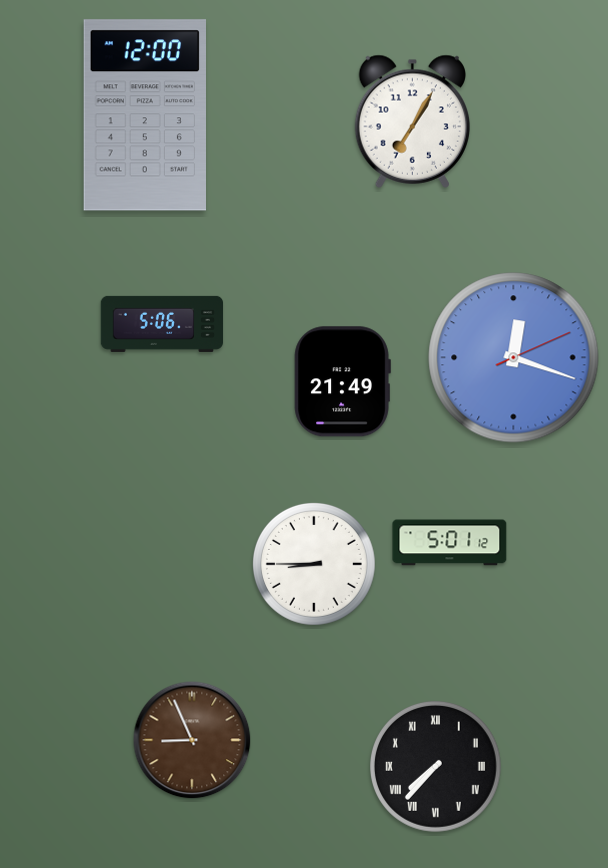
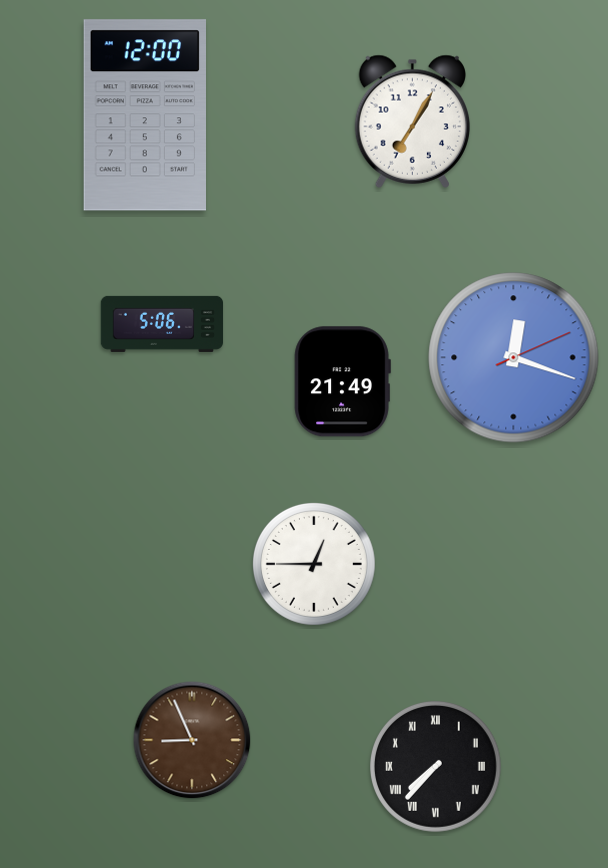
clock at (450, 543): 5:01 -> none
clock at (314, 564): 8:45 -> 12:45
